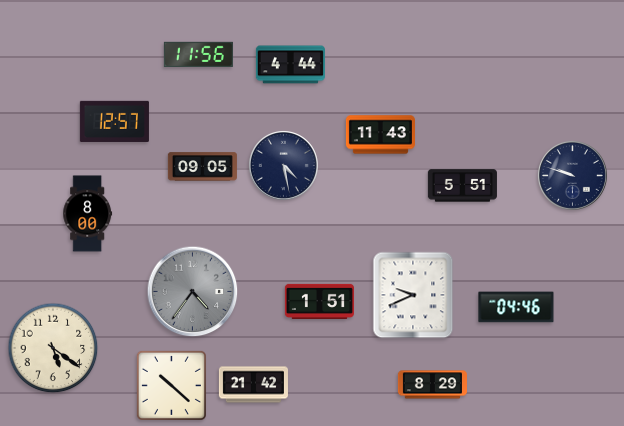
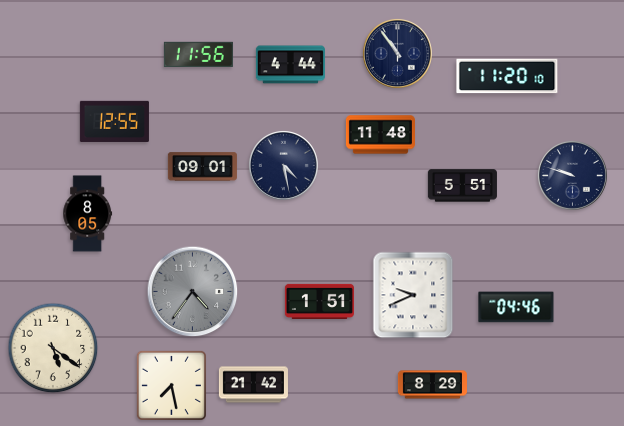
clock at (397, 53): none -> 10:54
clock at (507, 76): none -> 11:20
clock at (114, 121): 12:57 -> 12:55
clock at (380, 135): 11:43 -> 11:48
clock at (202, 167): 09:05 -> 09:01
clock at (88, 214): 8:00 -> 8:05
clock at (171, 385): 10:22 -> 7:28
